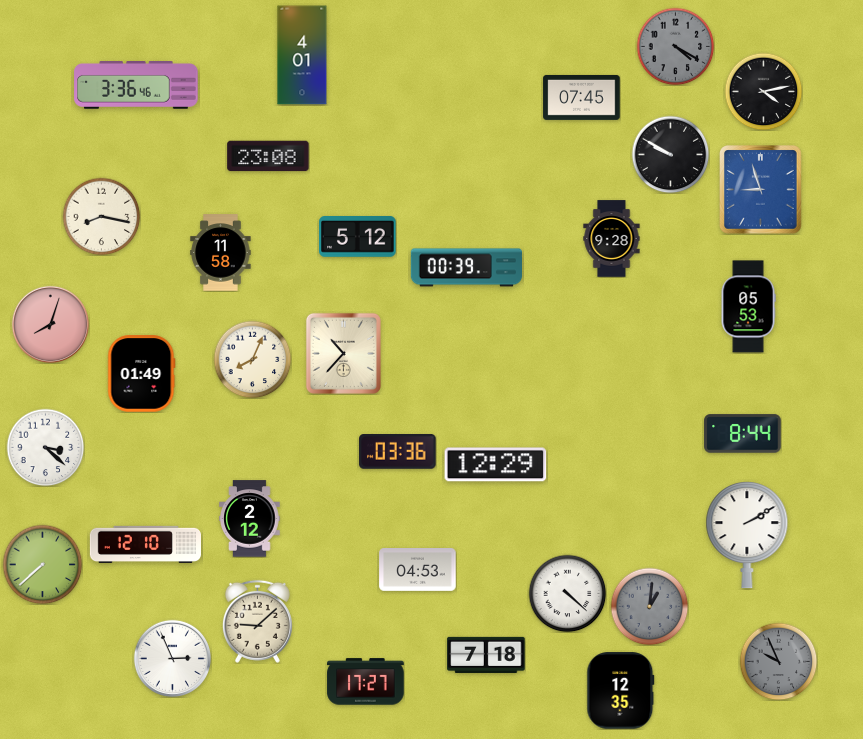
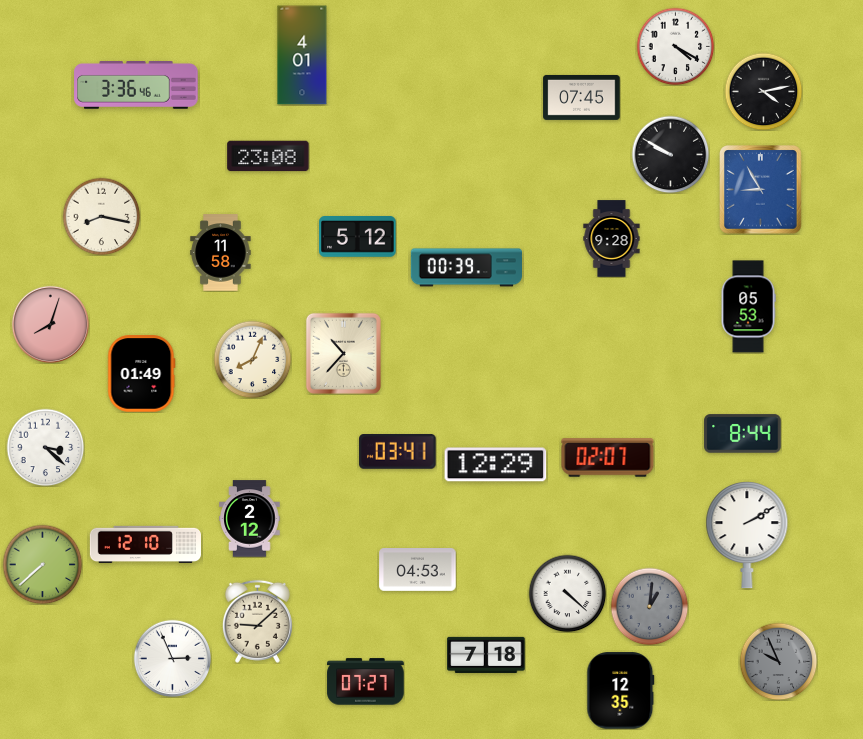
clock at (675, 46) dial: grey -> white
clock at (761, 190): 8:57 -> 8:55
clock at (398, 452): 03:36 -> 03:41
clock at (608, 458): none -> 02:07
clock at (366, 682): 17:27 -> 07:27
